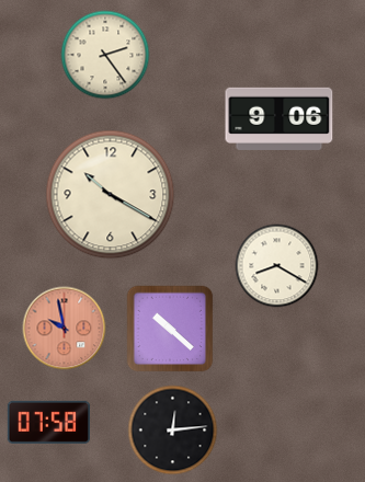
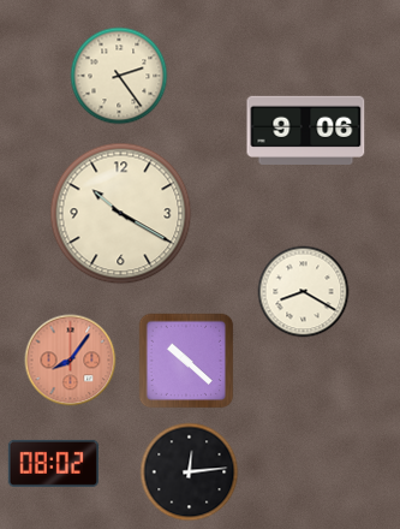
clock at (105, 55) position: (105, 55) -> (119, 76)
clock at (65, 329): 9:58 -> 8:06
clock at (48, 422): 07:58 -> 08:02
